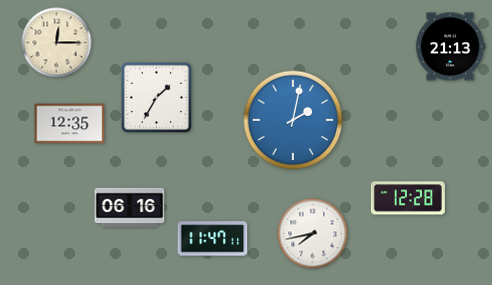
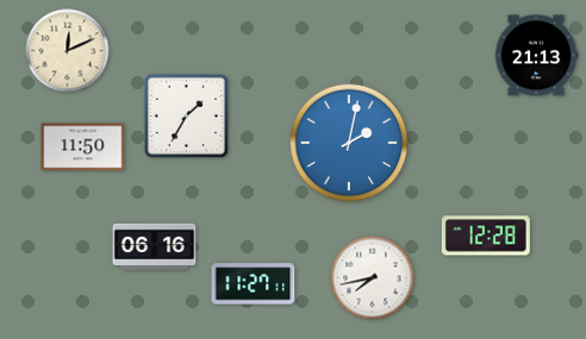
clock at (57, 43): 12:15 -> 12:11
clock at (70, 124): 12:35 -> 11:50
clock at (213, 239): 11:47 -> 11:27
